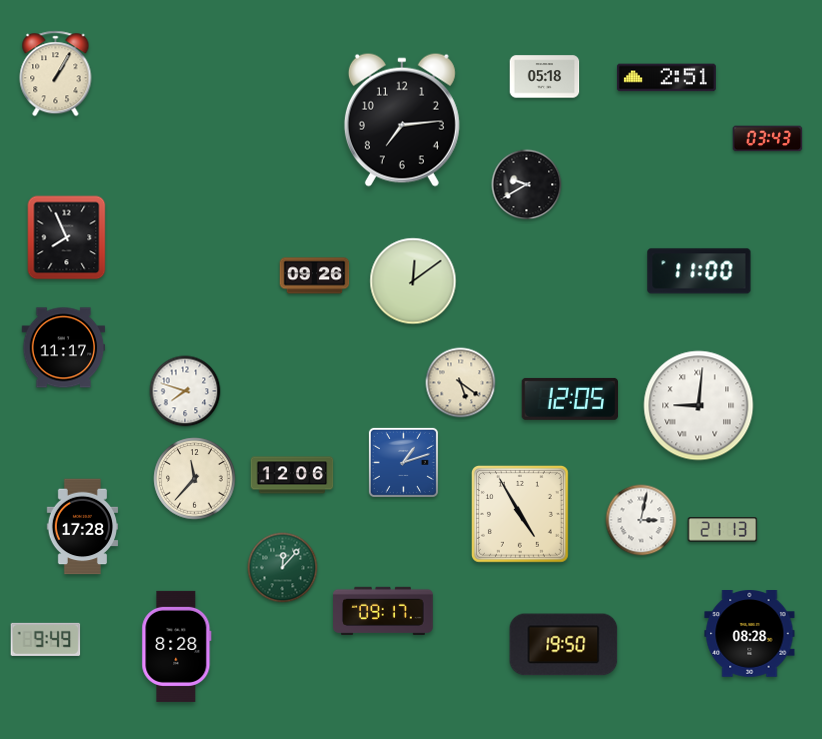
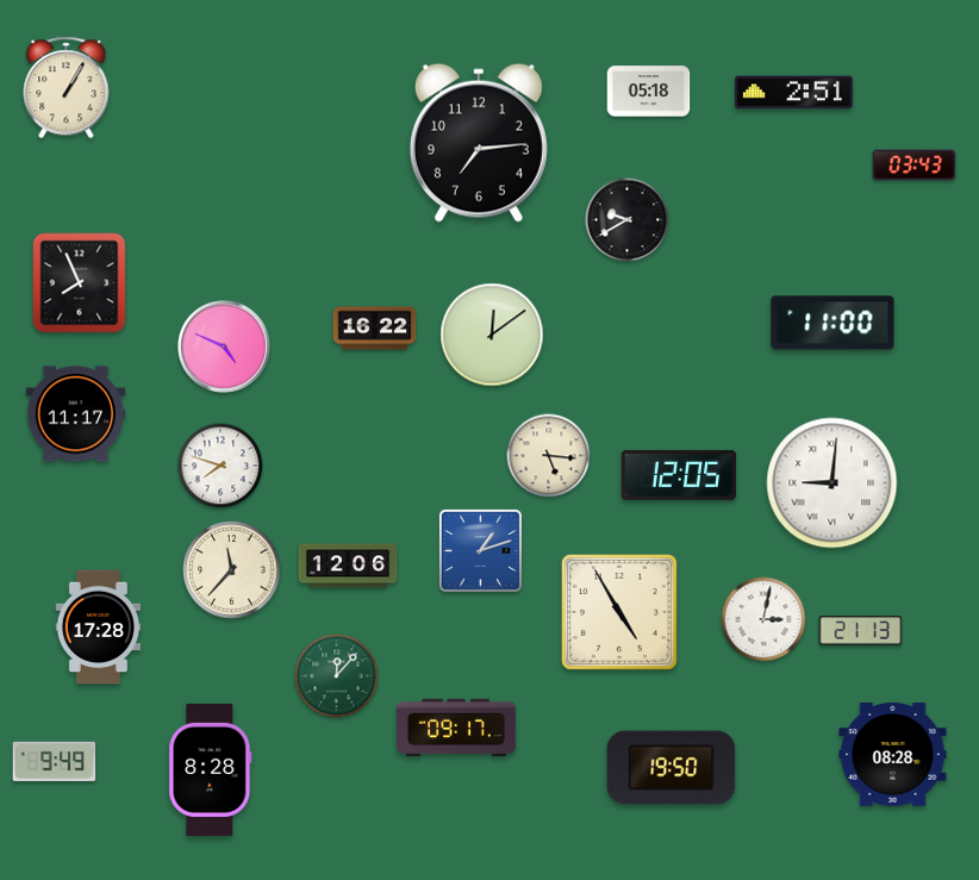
clock at (315, 276): 09:26 -> 16:22
clock at (224, 347): none -> 4:49
clock at (461, 383): 5:21 -> 5:16
